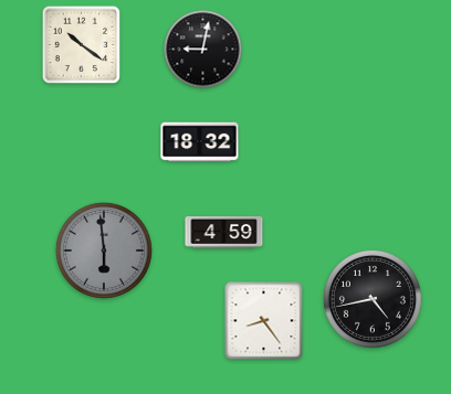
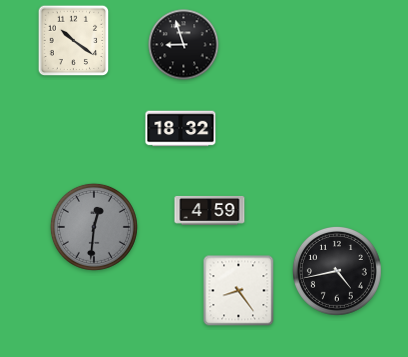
clock at (203, 50): 9:02 -> 8:57
clock at (224, 233) position: (224, 233) -> (210, 211)
clock at (104, 251): 5:59 -> 12:31
